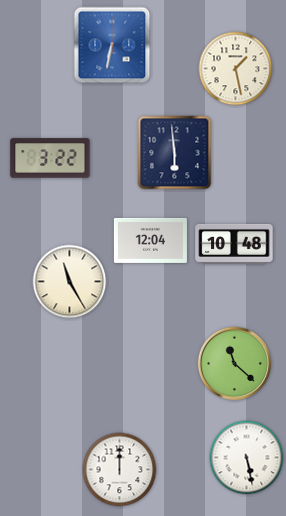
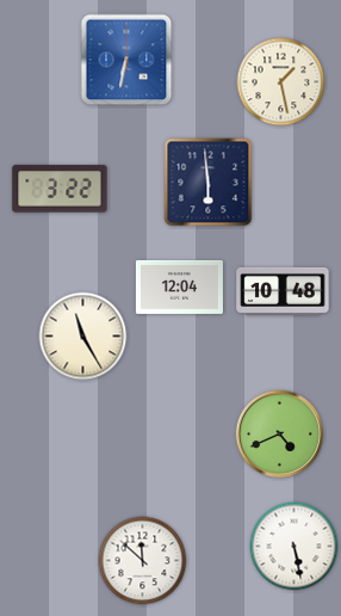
clock at (112, 45) position: (112, 45) -> (126, 60)
clock at (234, 244) position: (234, 244) -> (283, 291)
clock at (235, 364): 11:22 -> 4:41
clock at (120, 470): 12:00 -> 11:52
